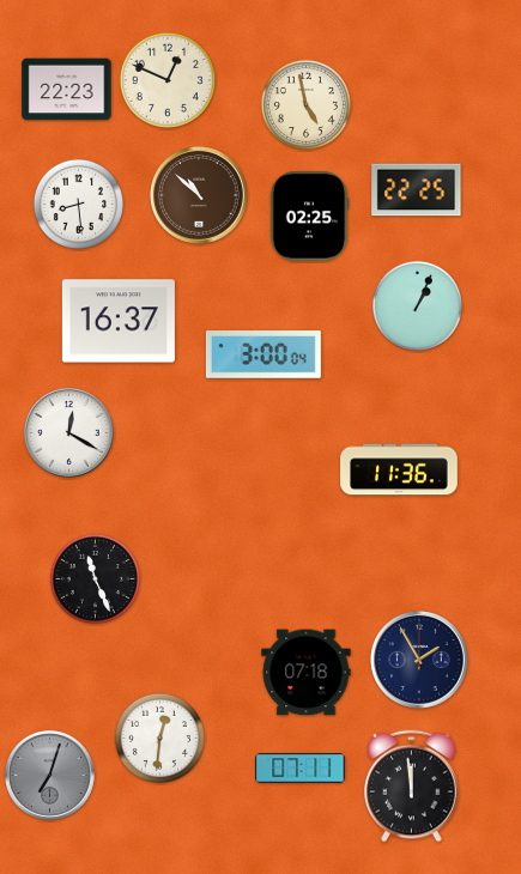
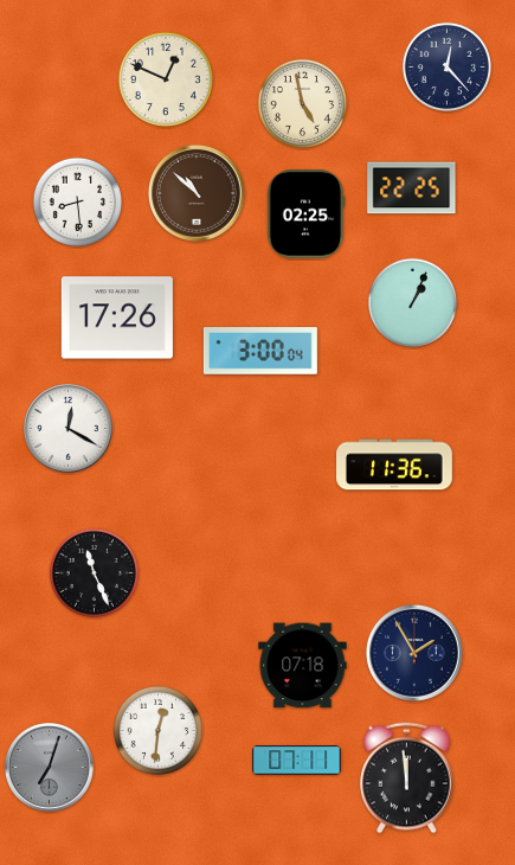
clock at (446, 66): none -> 12:23
clock at (67, 90): 22:23 -> none
clock at (119, 321): 16:37 -> 17:26
